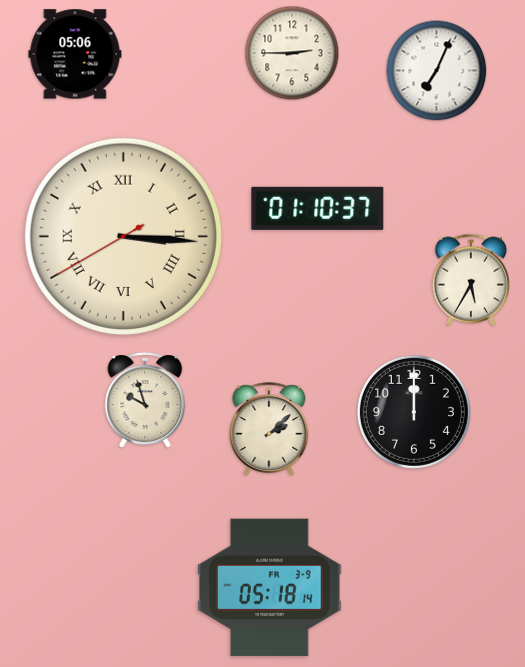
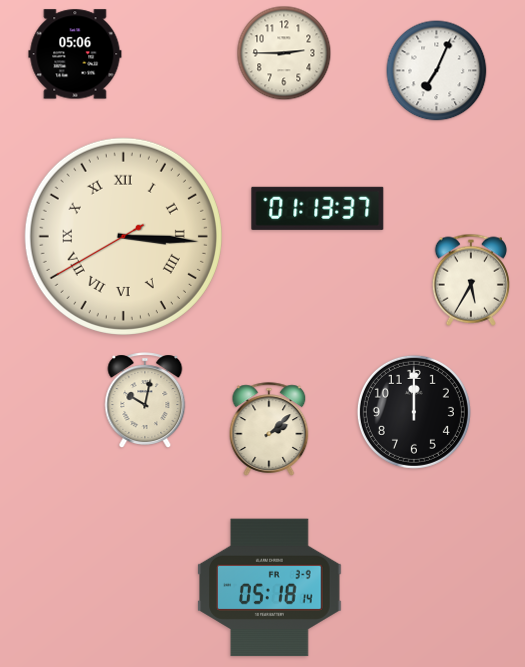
clock at (292, 53) position: (292, 53) -> (284, 53)
clock at (318, 208): 01:10 -> 01:13
clock at (145, 400): 9:57 -> 10:02
